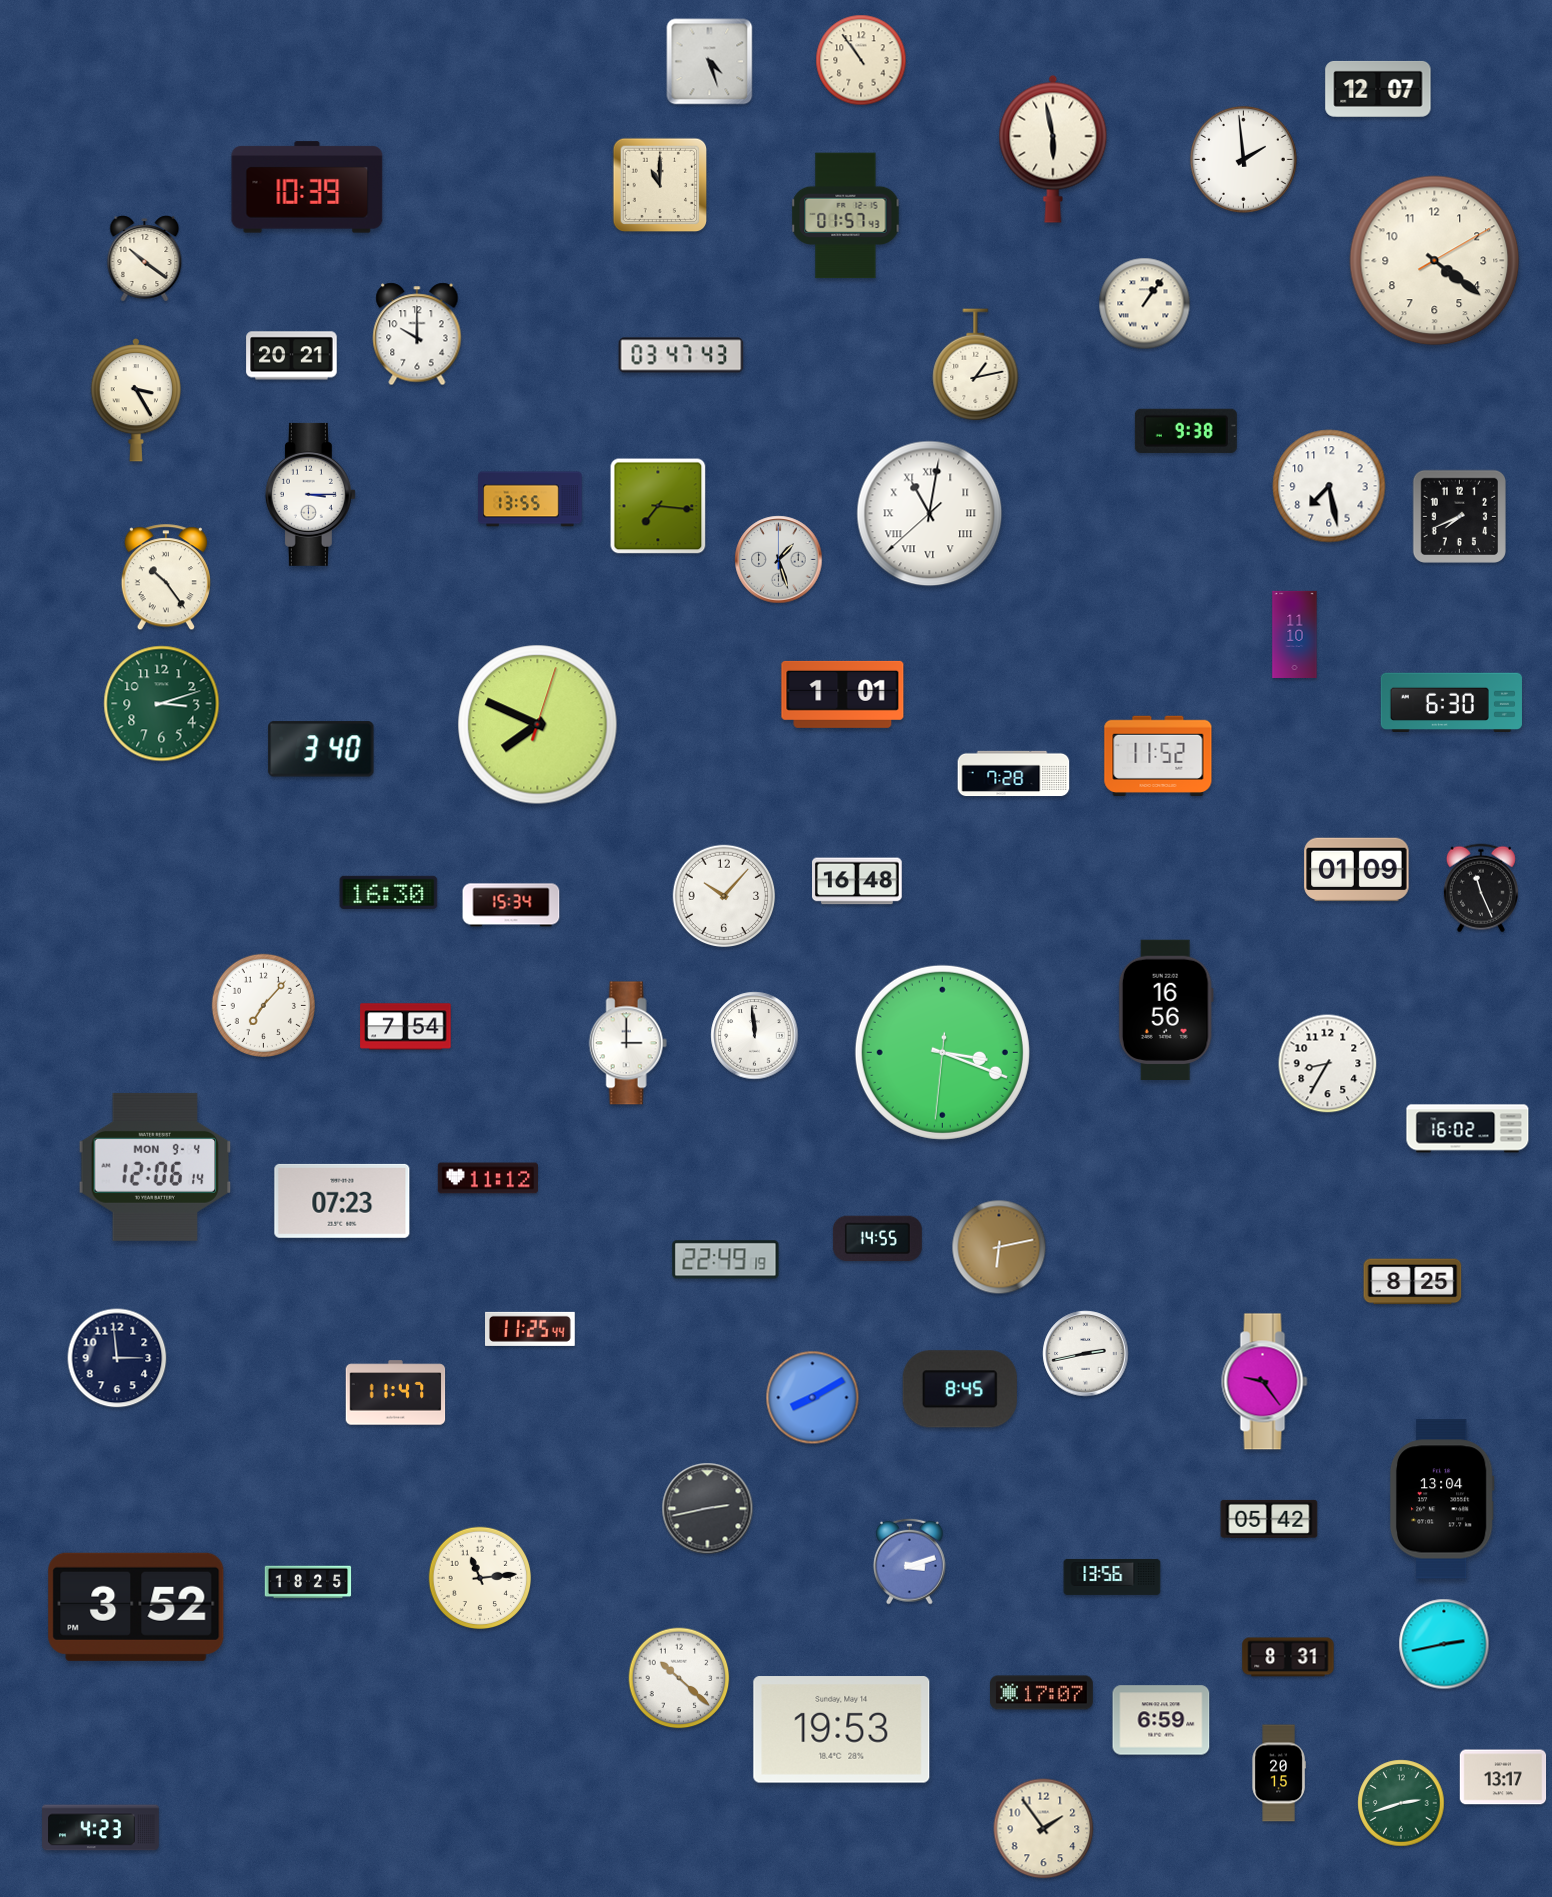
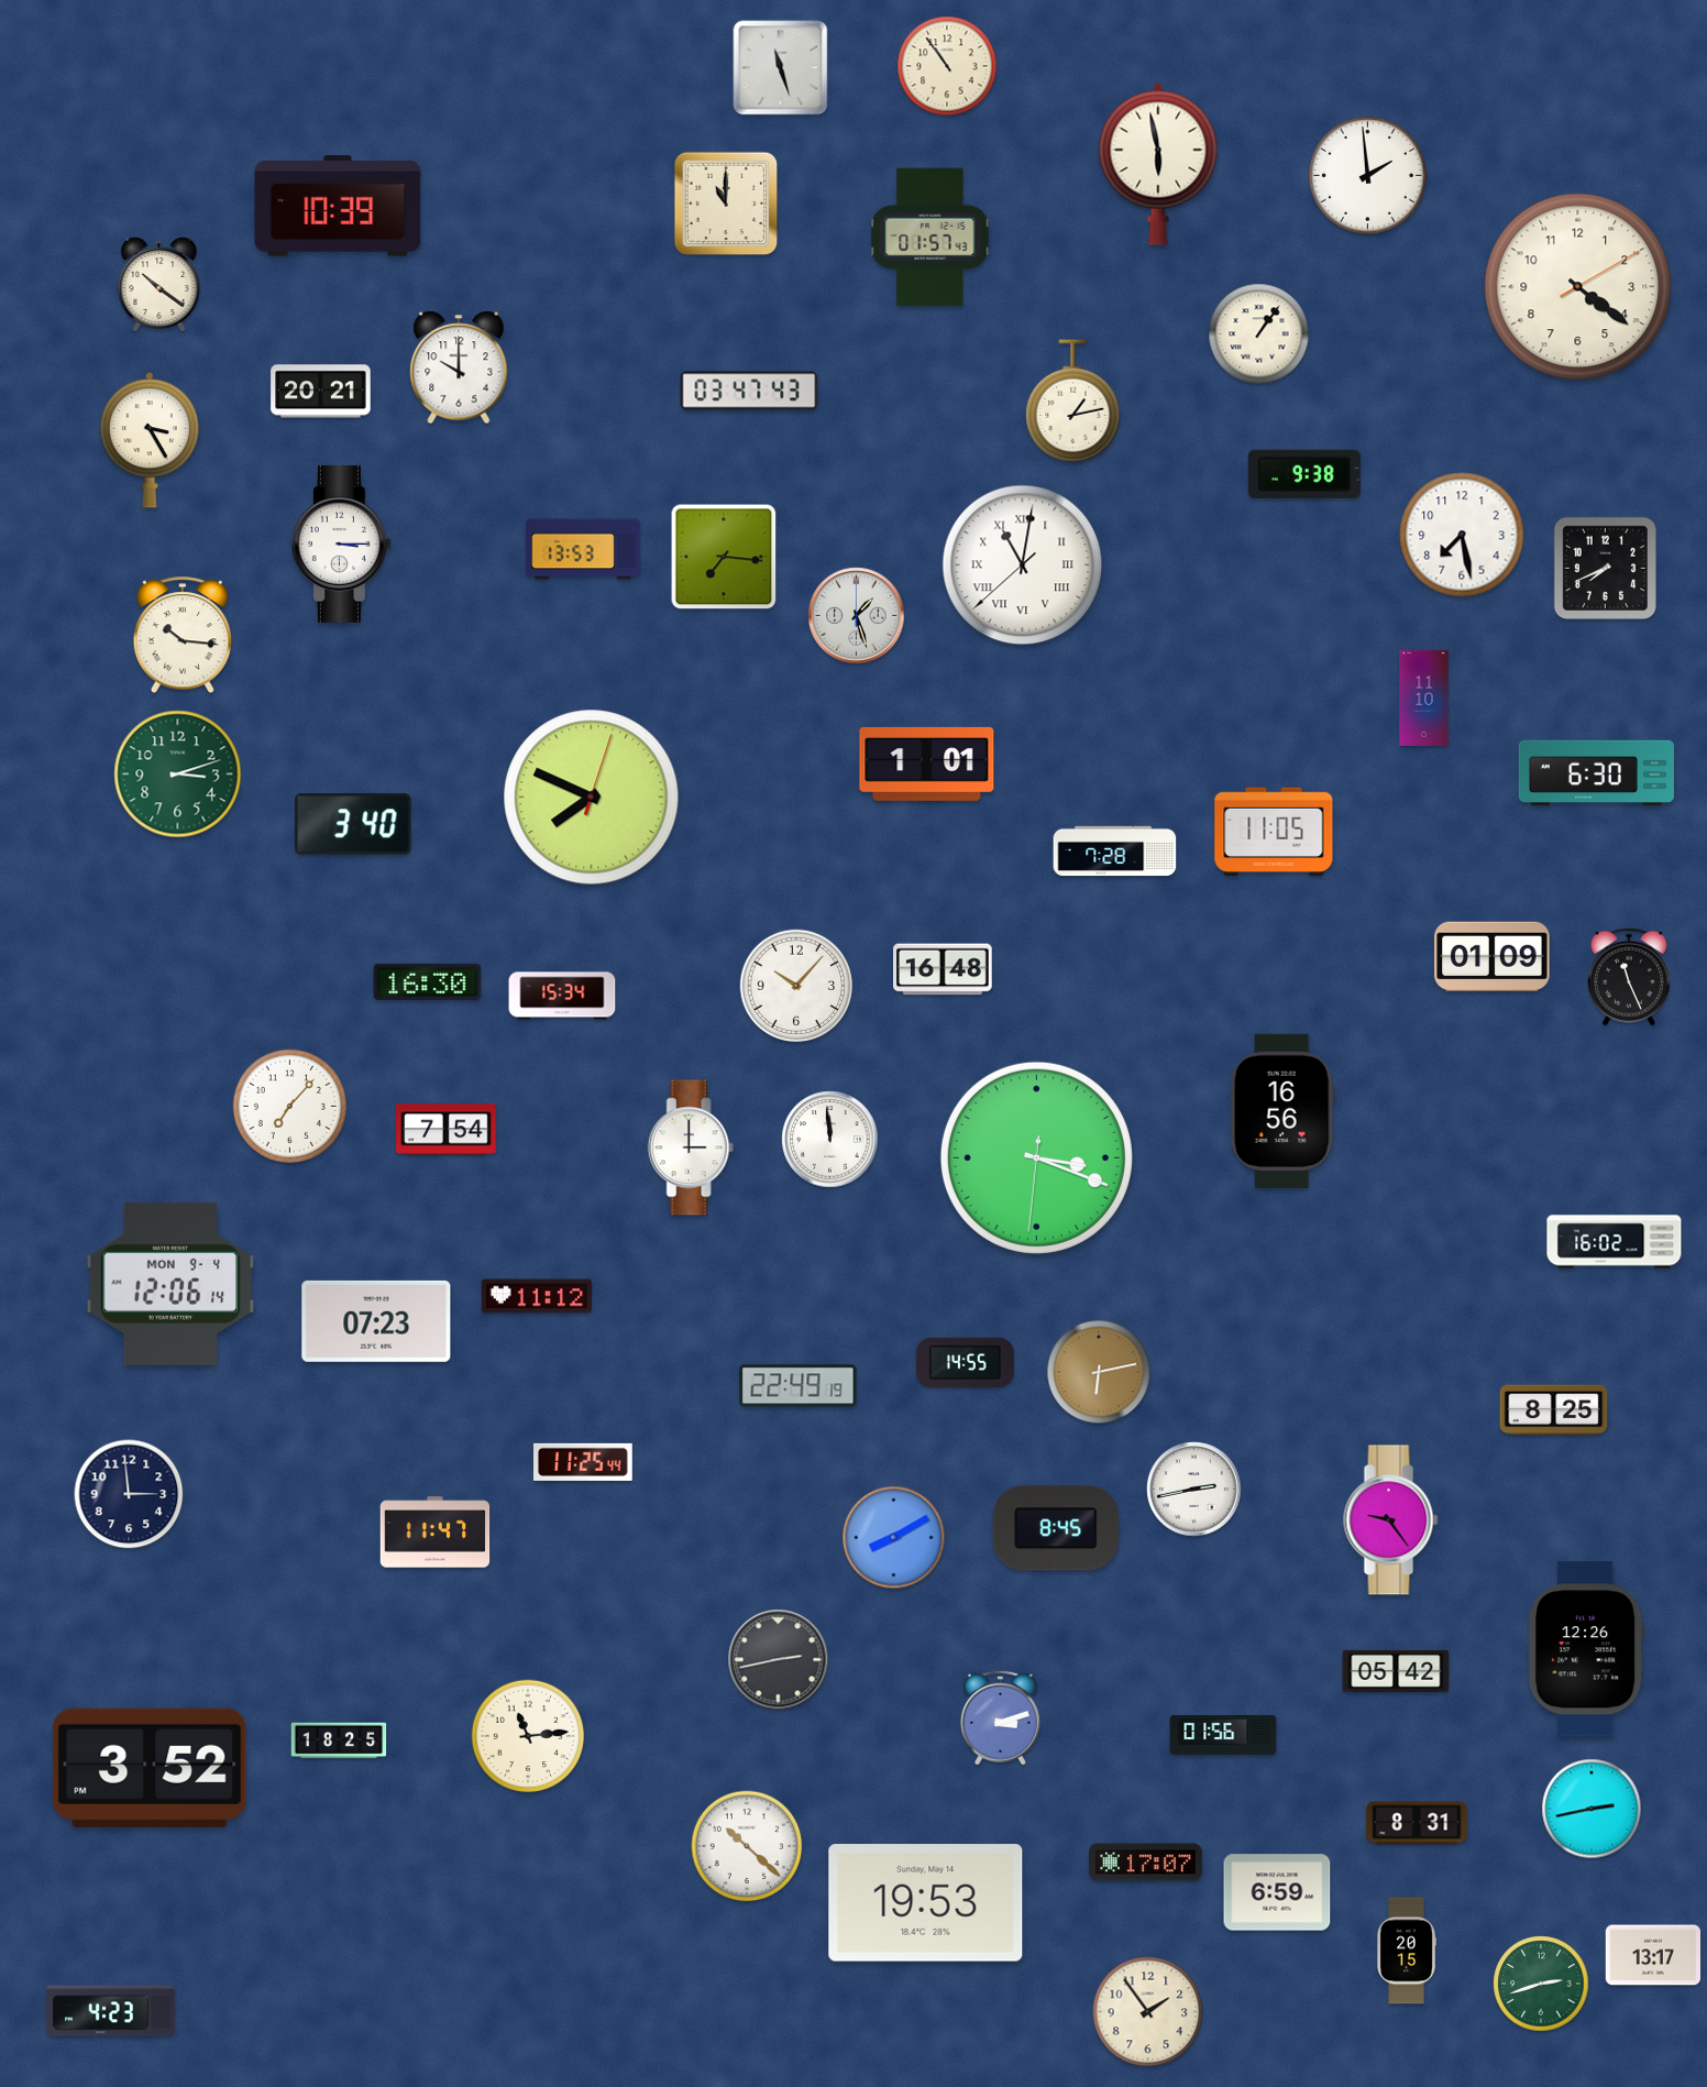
clock at (710, 62): 4:27 -> 11:27
clock at (1378, 89): 12:07 -> none
clock at (530, 499): 13:55 -> 13:53
clock at (166, 578): 10:24 -> 10:16
clock at (1158, 755): 11:52 -> 11:05
clock at (1328, 1064): 8:35 -> none
clock at (1442, 1499): 13:04 -> 12:26
clock at (1112, 1577): 13:56 -> 01:56
clock at (1444, 1644) position: (1444, 1644) -> (1592, 1809)
